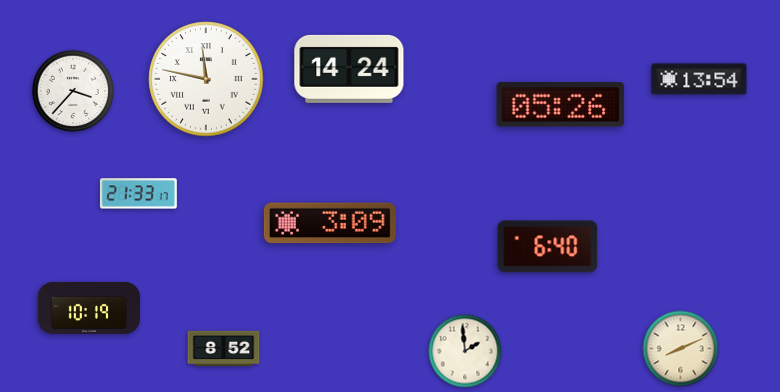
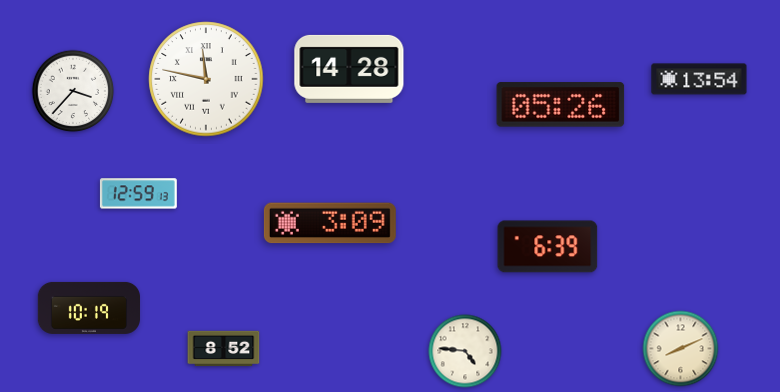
clock at (349, 69): 14:24 -> 14:28
clock at (138, 194): 21:33 -> 12:59
clock at (548, 247): 6:40 -> 6:39
clock at (465, 351): 1:59 -> 4:46
